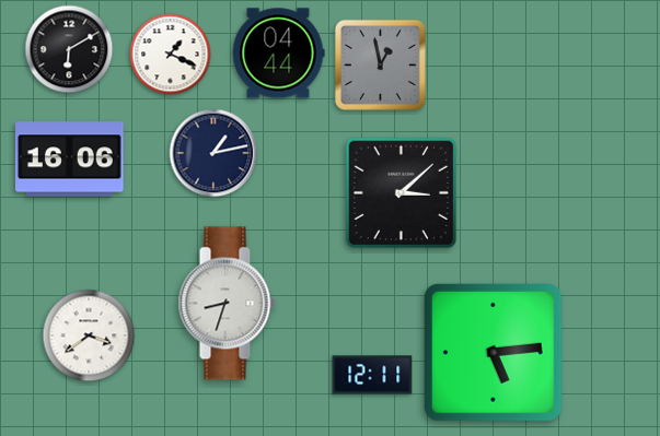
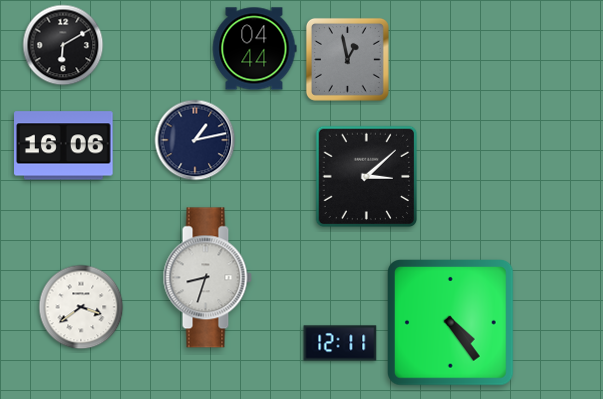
clock at (171, 55): 1:19 -> none
clock at (494, 353): 5:14 -> 4:24
